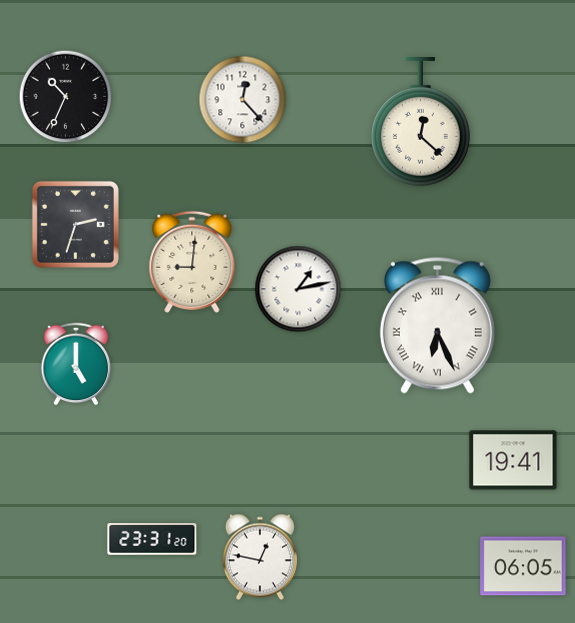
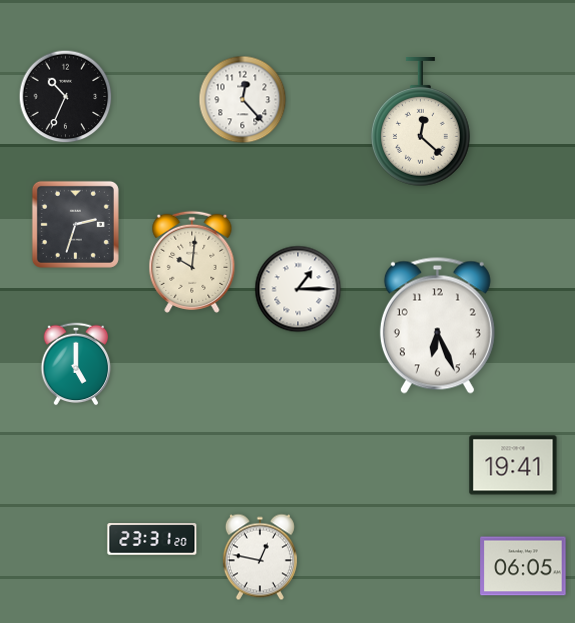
clock at (192, 262): 9:01 -> 10:01
clock at (298, 289): 1:13 -> 1:15
clock at (437, 325) numerals: Roman -> Arabic
clock at (513, 460) position: (513, 460) -> (513, 465)
